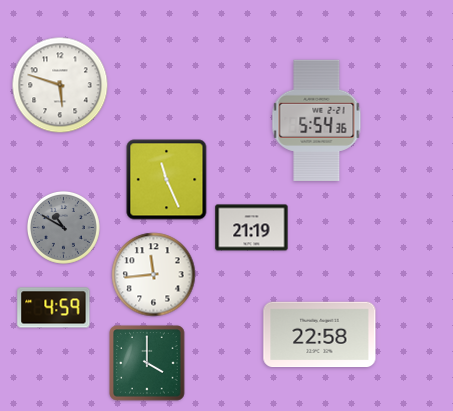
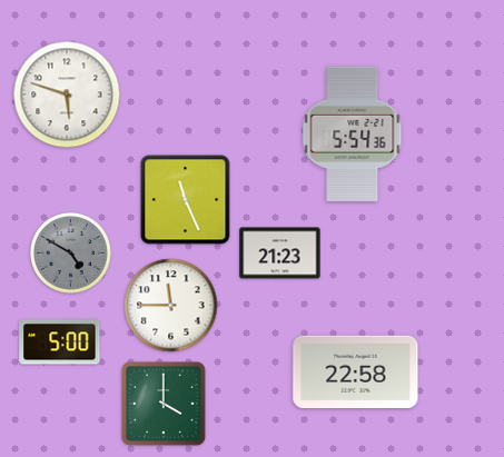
clock at (63, 227): 10:50 -> 4:50
clock at (252, 228): 21:19 -> 21:23
clock at (154, 275): 11:44 -> 11:45
clock at (54, 308): 4:59 -> 5:00
